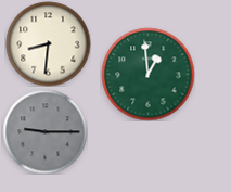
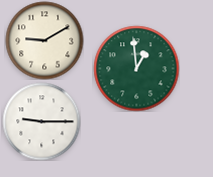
clock at (48, 43): 8:31 -> 9:10
clock at (44, 131) dial: grey -> white
